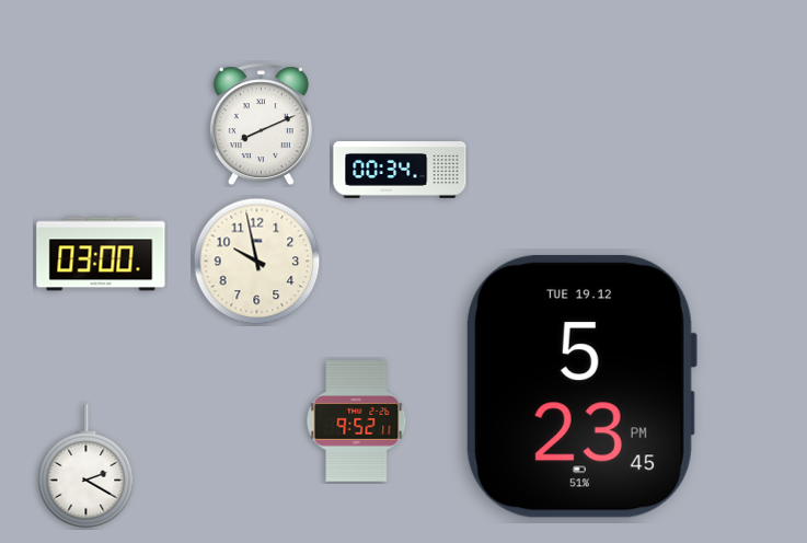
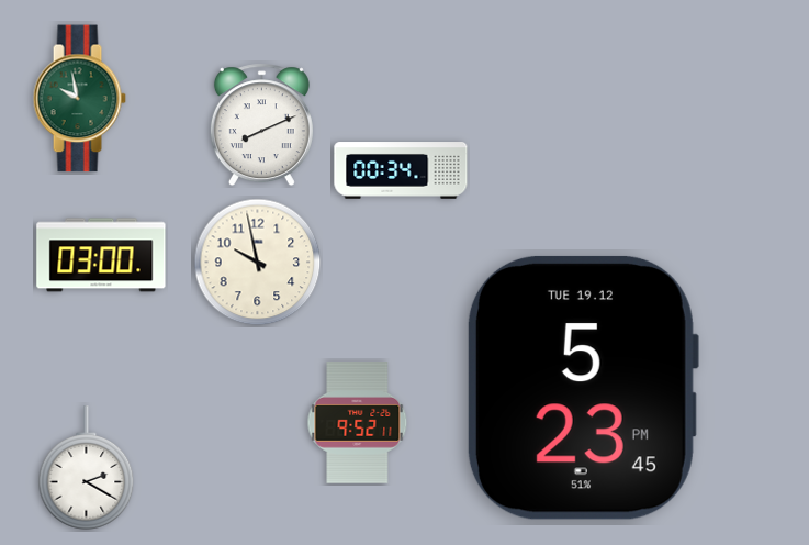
clock at (79, 99): none -> 9:58
